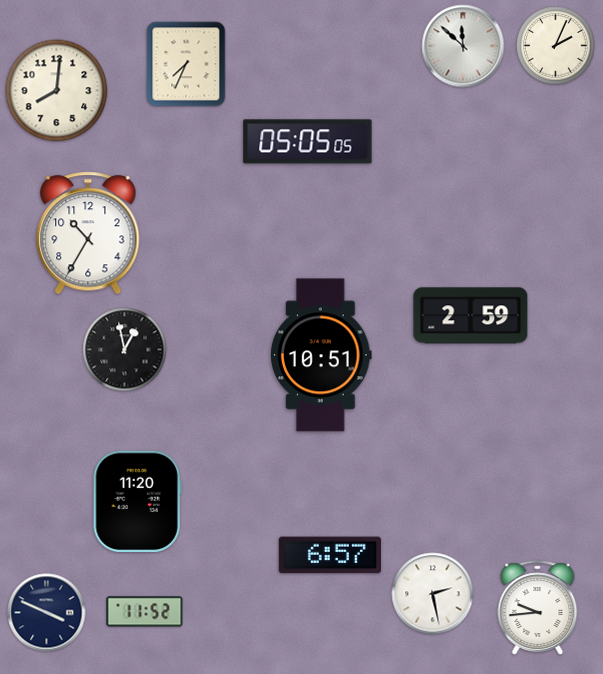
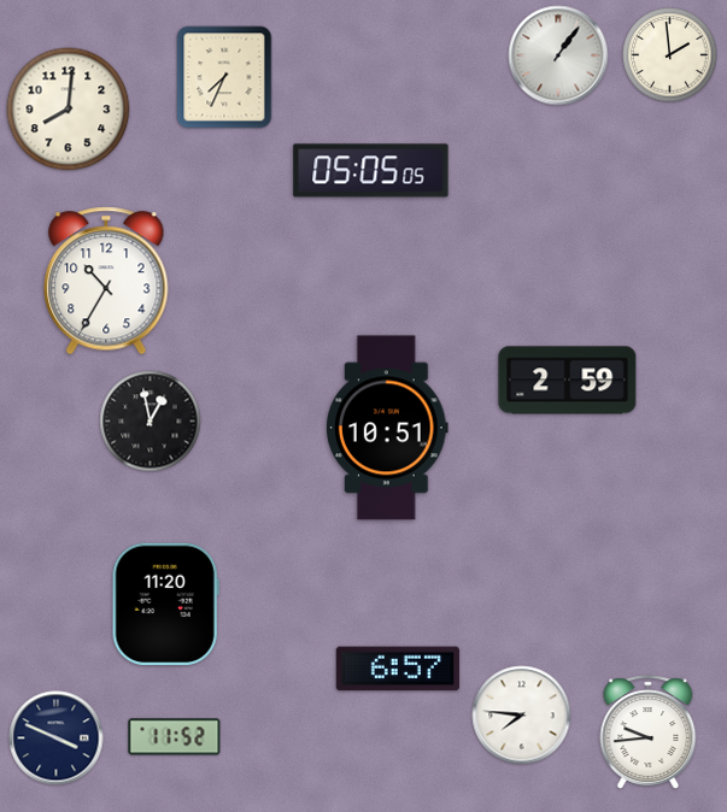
clock at (463, 46): 11:52 -> 1:06
clock at (556, 46): 2:04 -> 1:59
clock at (433, 594): 2:28 -> 7:46
